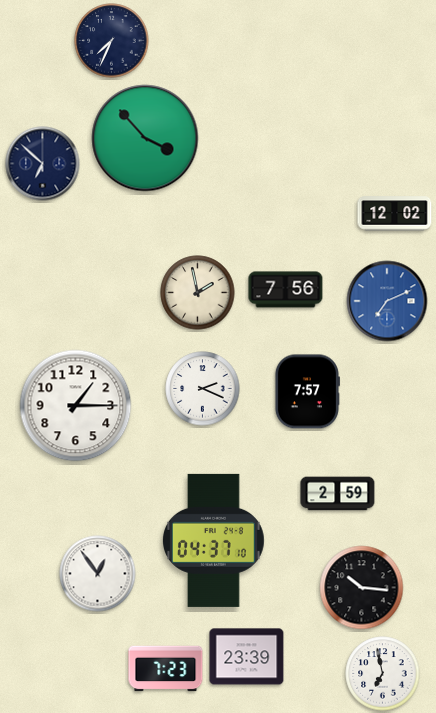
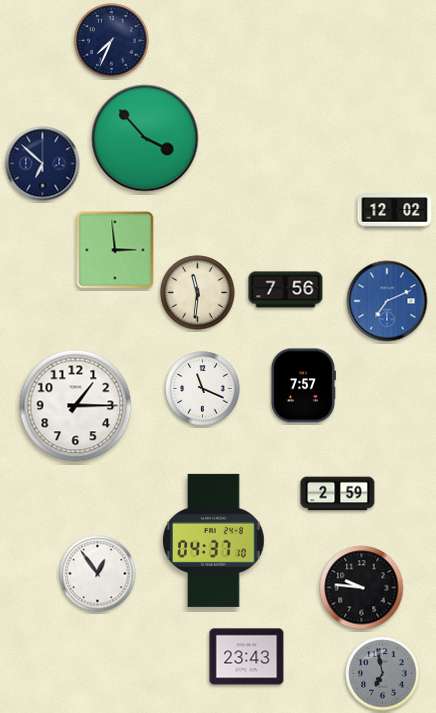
clock at (395, 214) position: (395, 214) -> (395, 211)
clock at (115, 250): none -> 2:59
clock at (198, 293): 1:58 -> 11:31
clock at (203, 389): 2:19 -> 11:19
clock at (307, 392) position: (307, 392) -> (303, 386)
clock at (362, 588): 10:16 -> 9:46
clock at (247, 657): 23:39 -> 23:43
clock at (166, 669): 7:23 -> none
clock at (383, 674) dial: white -> grey
